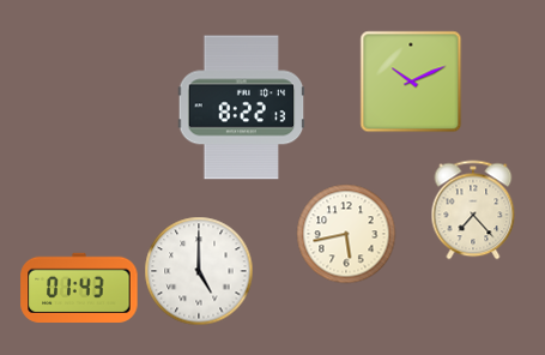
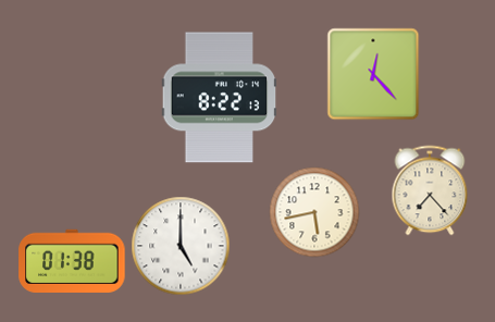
clock at (411, 82): 10:11 -> 12:23
clock at (79, 288): 01:43 -> 01:38
